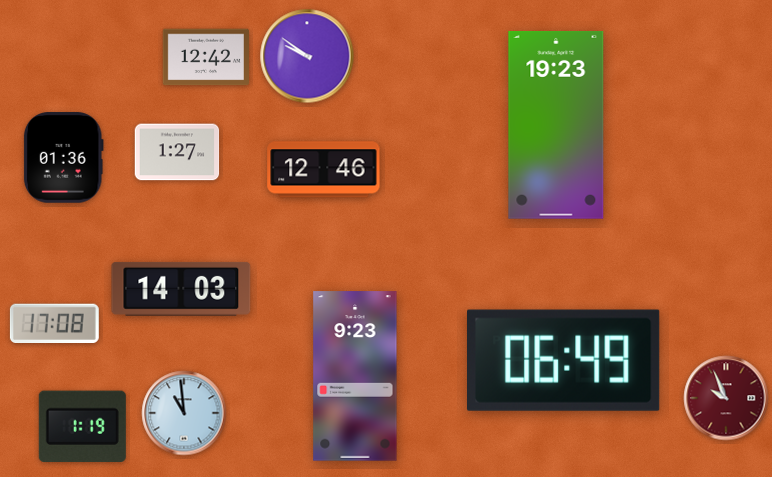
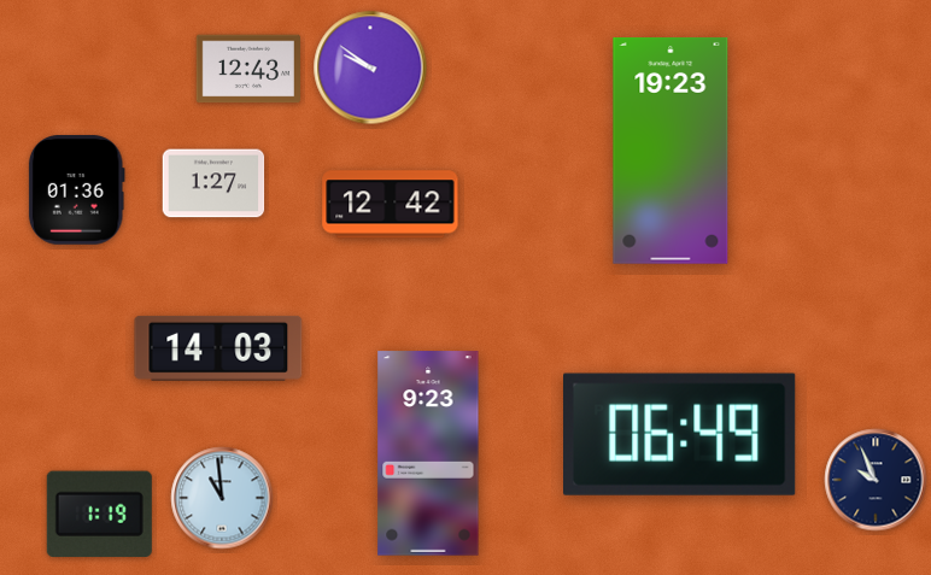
clock at (206, 57): 12:42 -> 12:43
clock at (324, 170): 12:46 -> 12:42
clock at (54, 323): 17:08 -> none
clock at (726, 398) dial: burgundy -> navy
